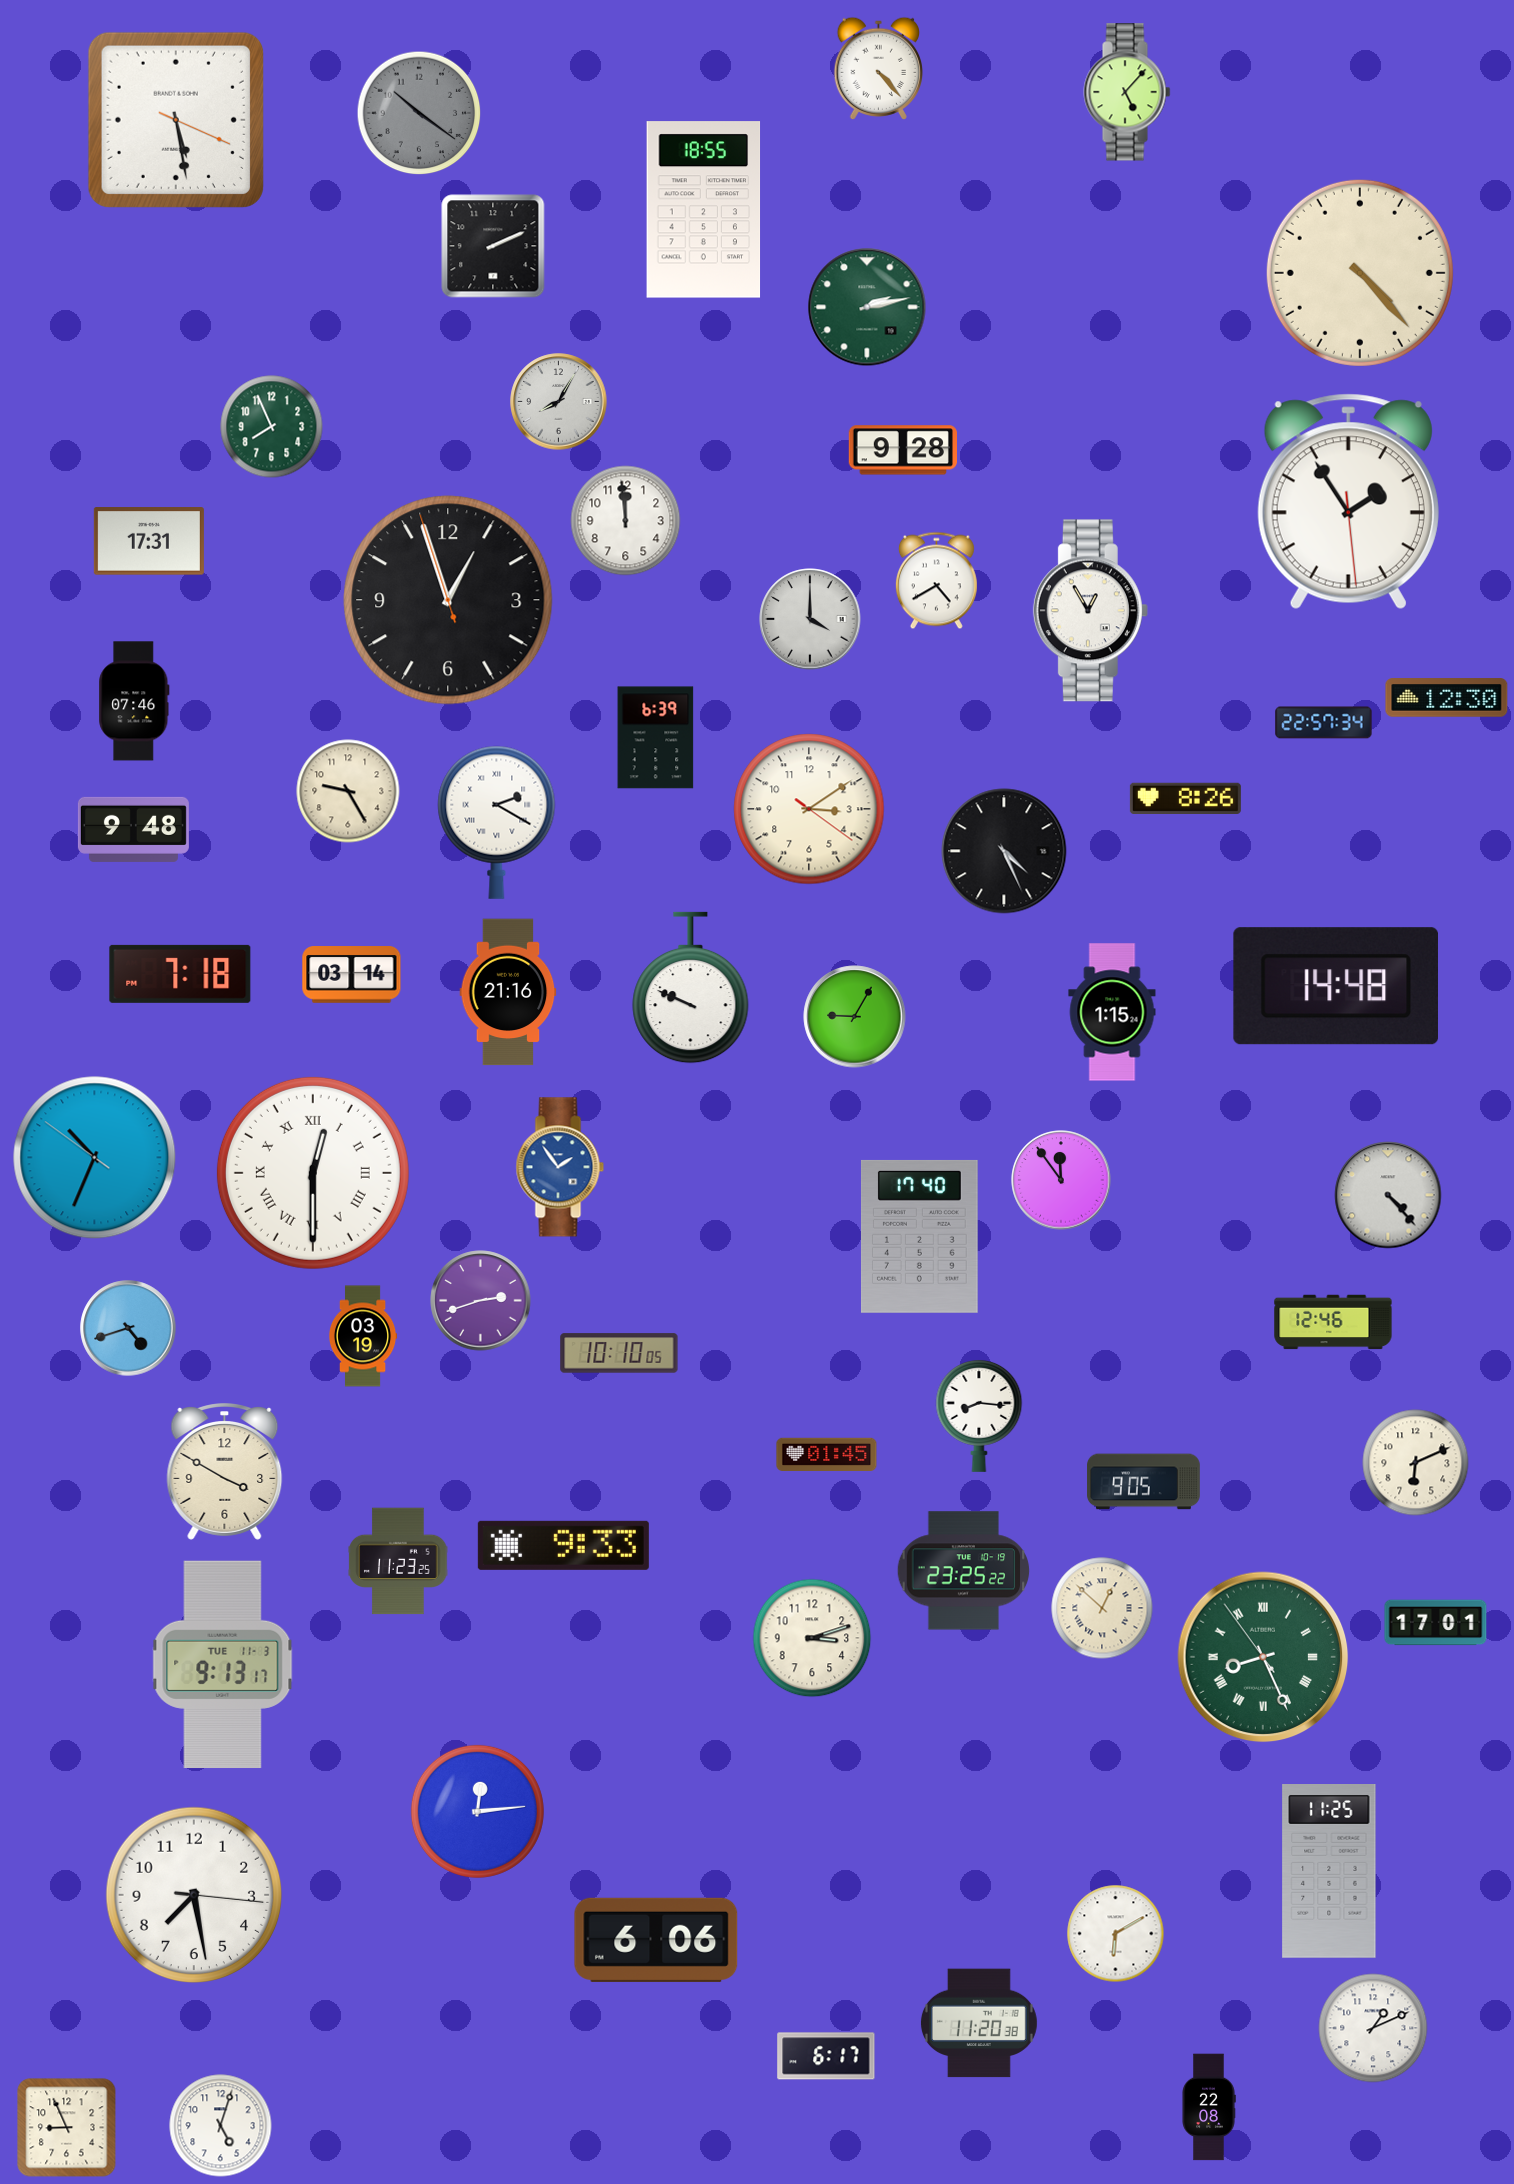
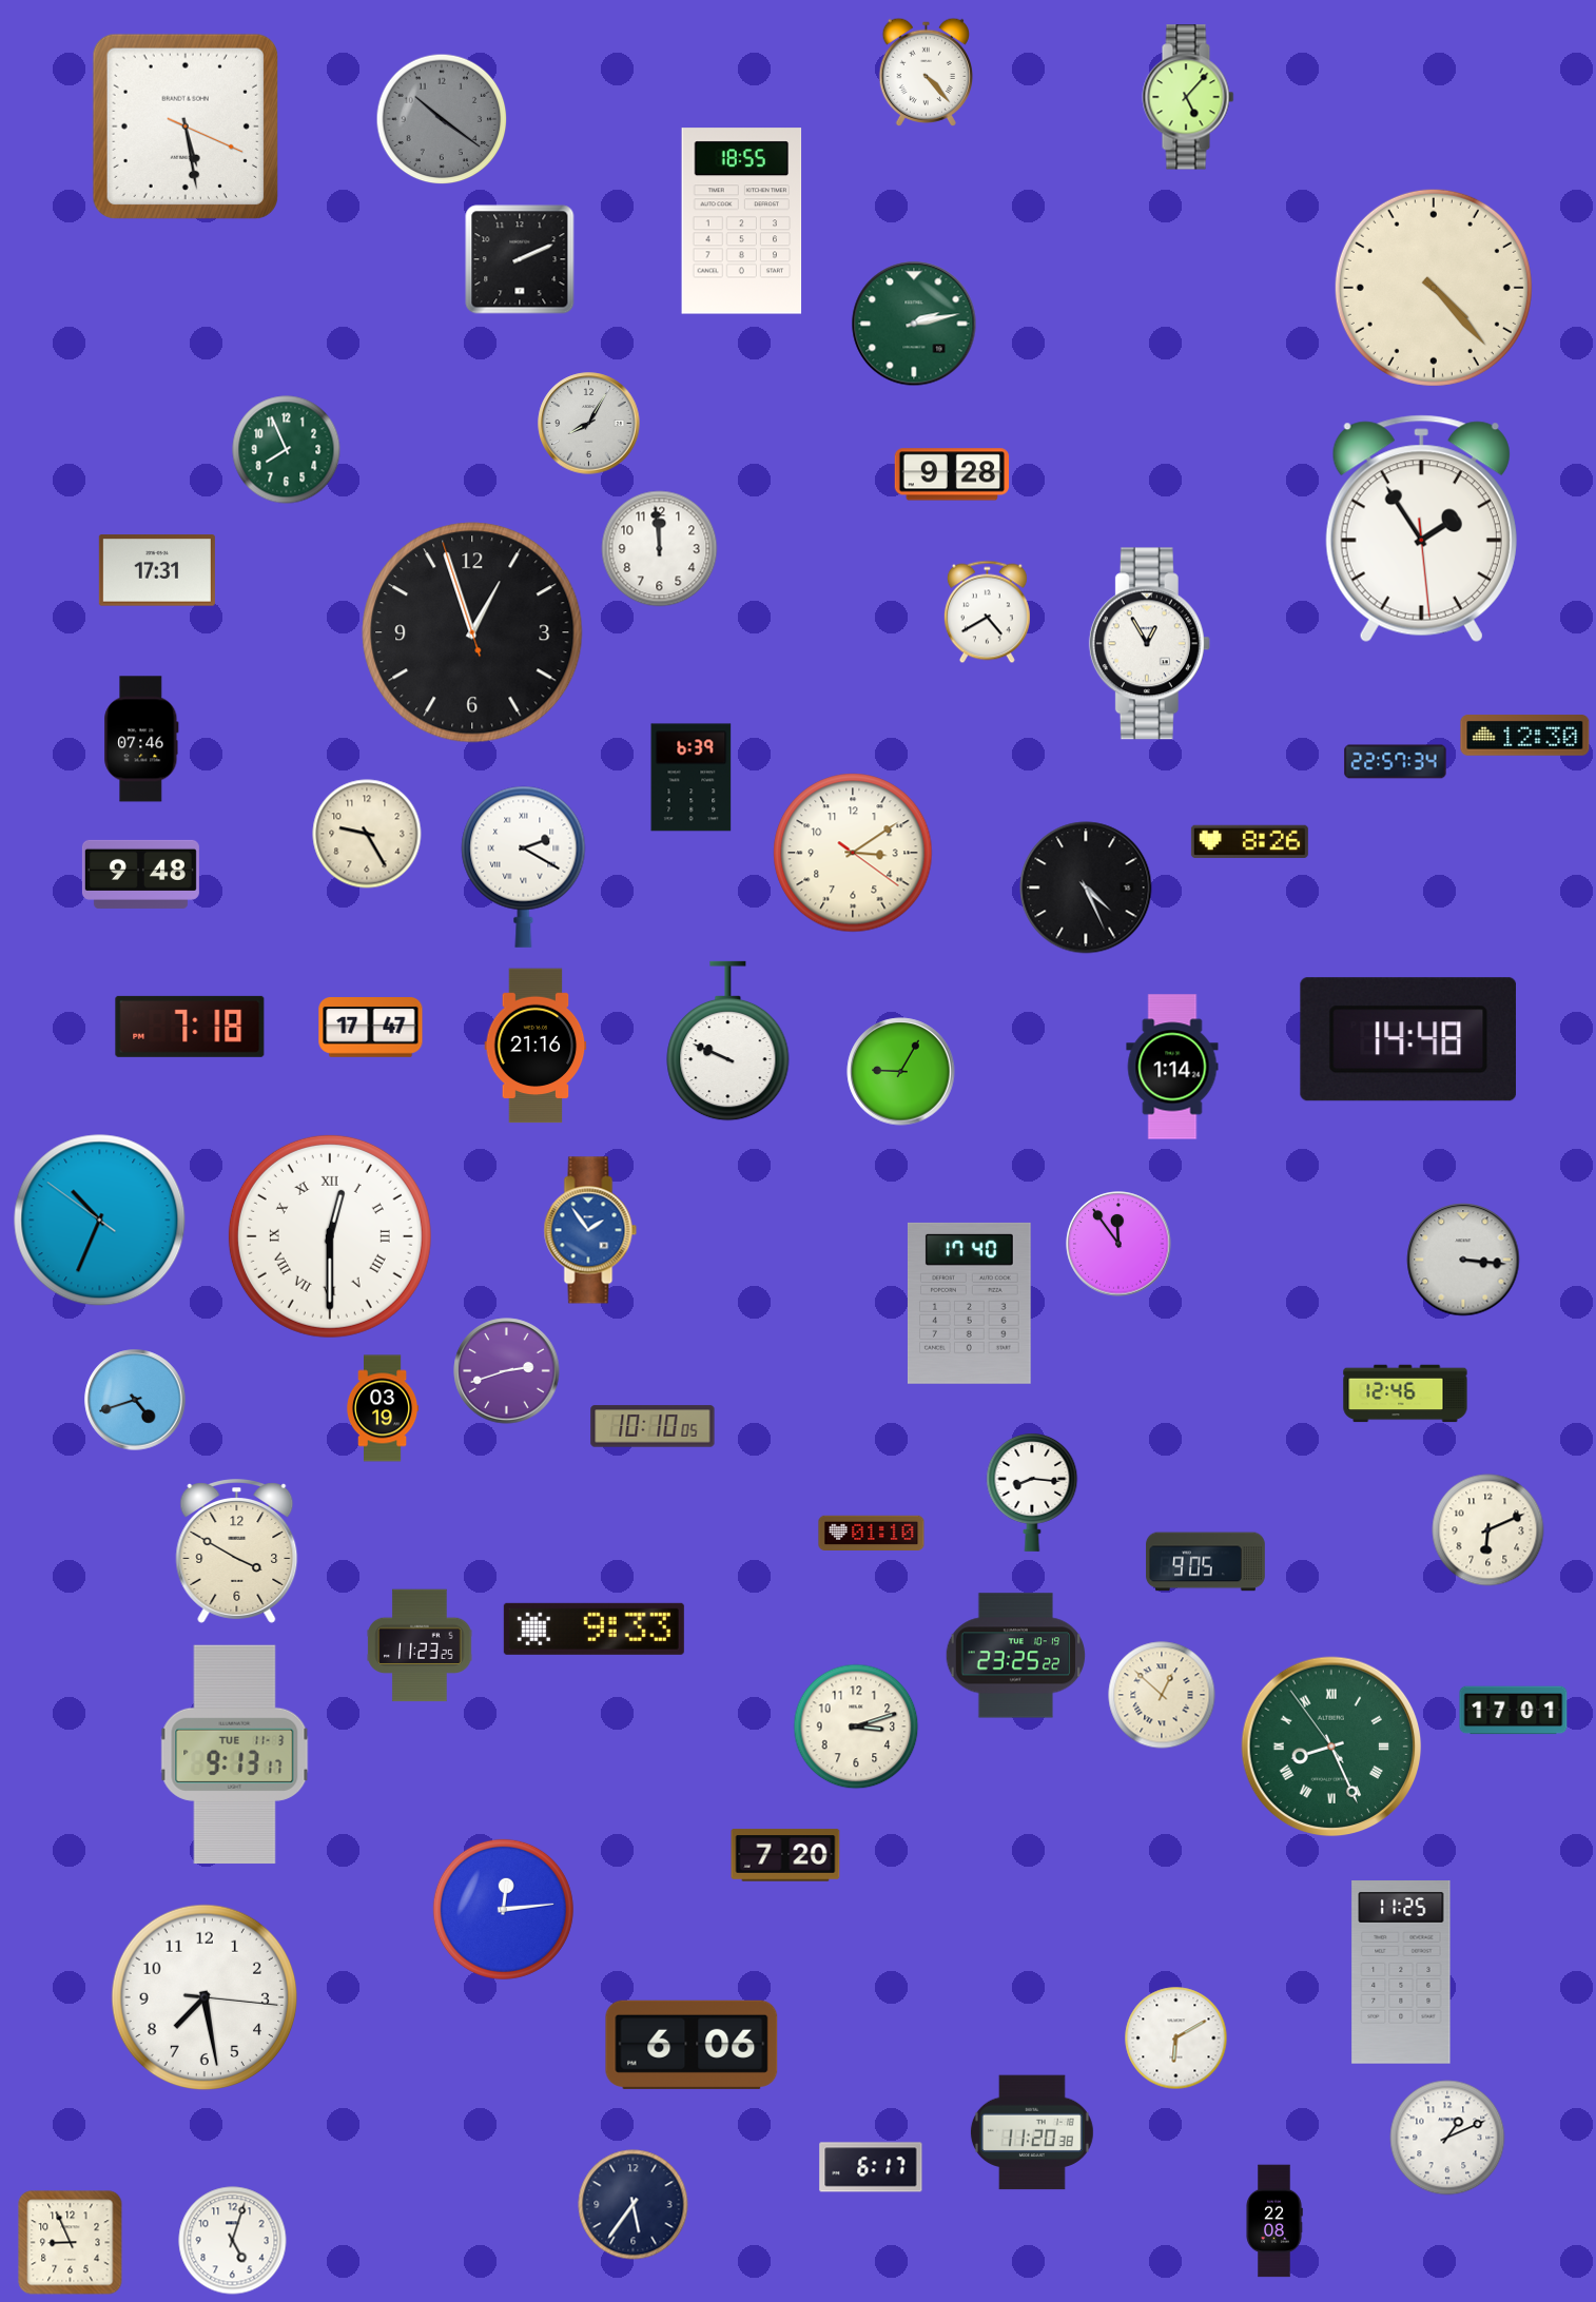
clock at (810, 619): 4:00 -> none
clock at (1004, 851) position: (1004, 851) -> (1086, 887)
clock at (352, 975): 03:14 -> 17:47
clock at (1112, 1012): 1:15 -> 1:14
clock at (1388, 1195): 4:23 -> 3:16
clock at (827, 1454): 01:45 -> 01:10
clock at (1416, 1463) position: (1416, 1463) -> (1488, 1530)
clock at (785, 1855): none -> 7:20
clock at (634, 2205): none -> 5:36
